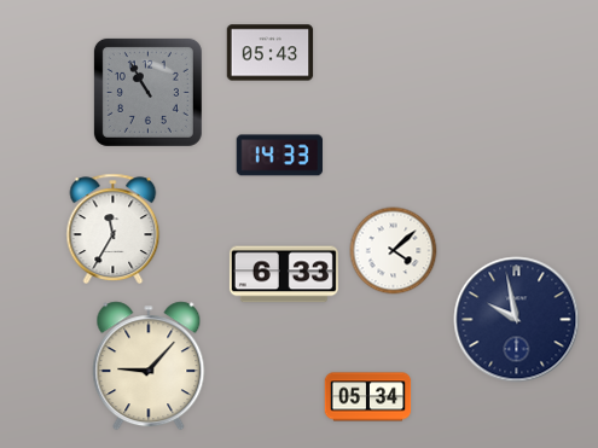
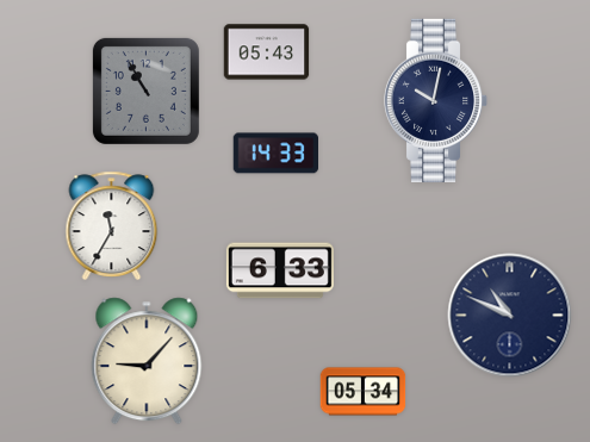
clock at (436, 100): none -> 10:02
clock at (394, 251): 4:08 -> none
clock at (517, 320): 9:58 -> 10:49
